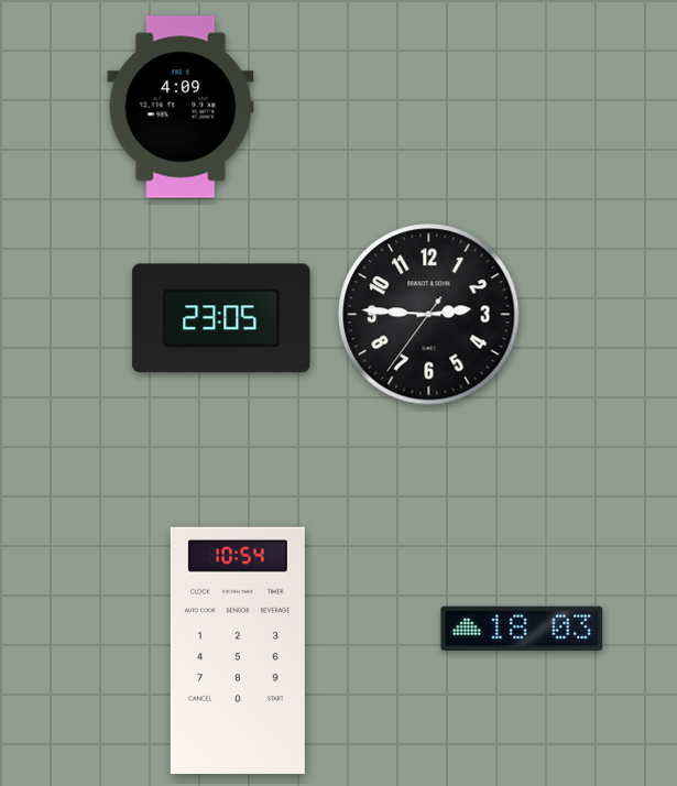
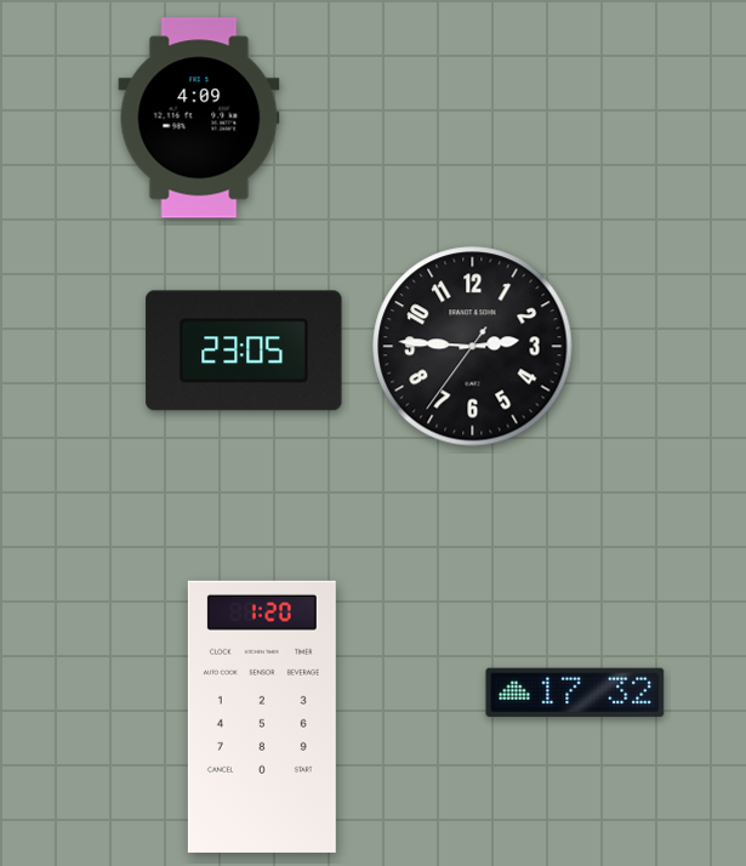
clock at (522, 629): 18:03 -> 17:32
clock at (238, 651): 10:54 -> 1:20
